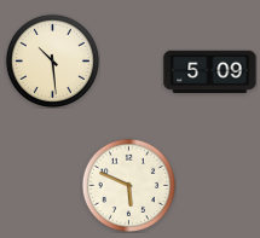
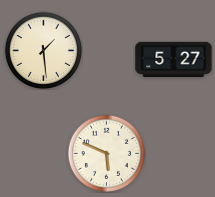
clock at (52, 60): 10:29 -> 1:29
clock at (210, 71): 5:09 -> 5:27
